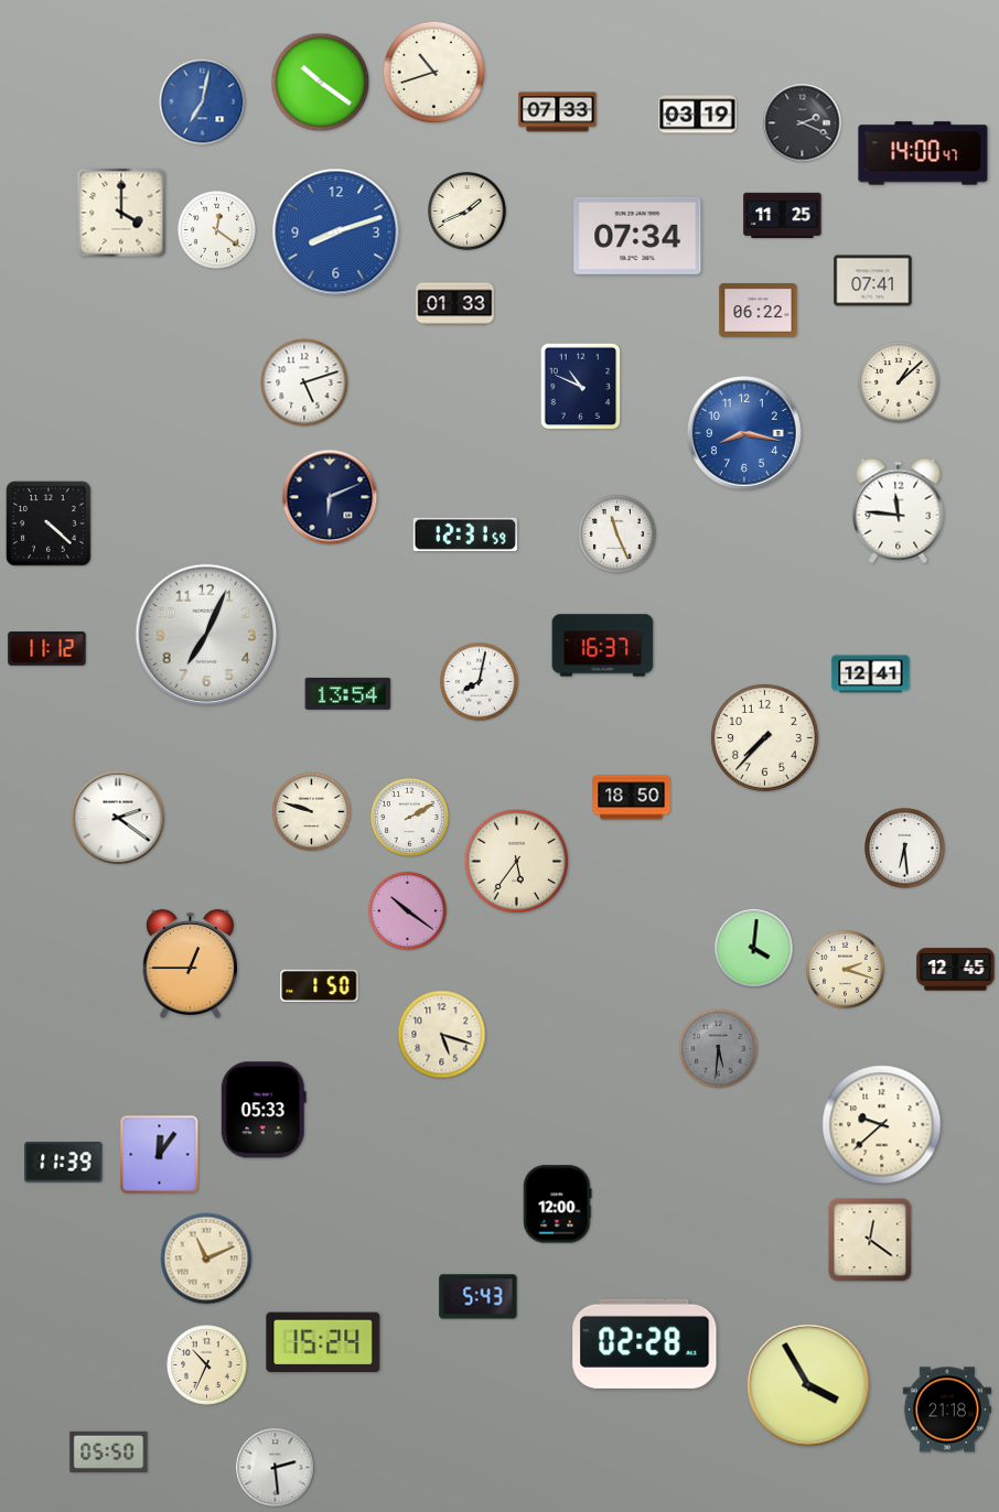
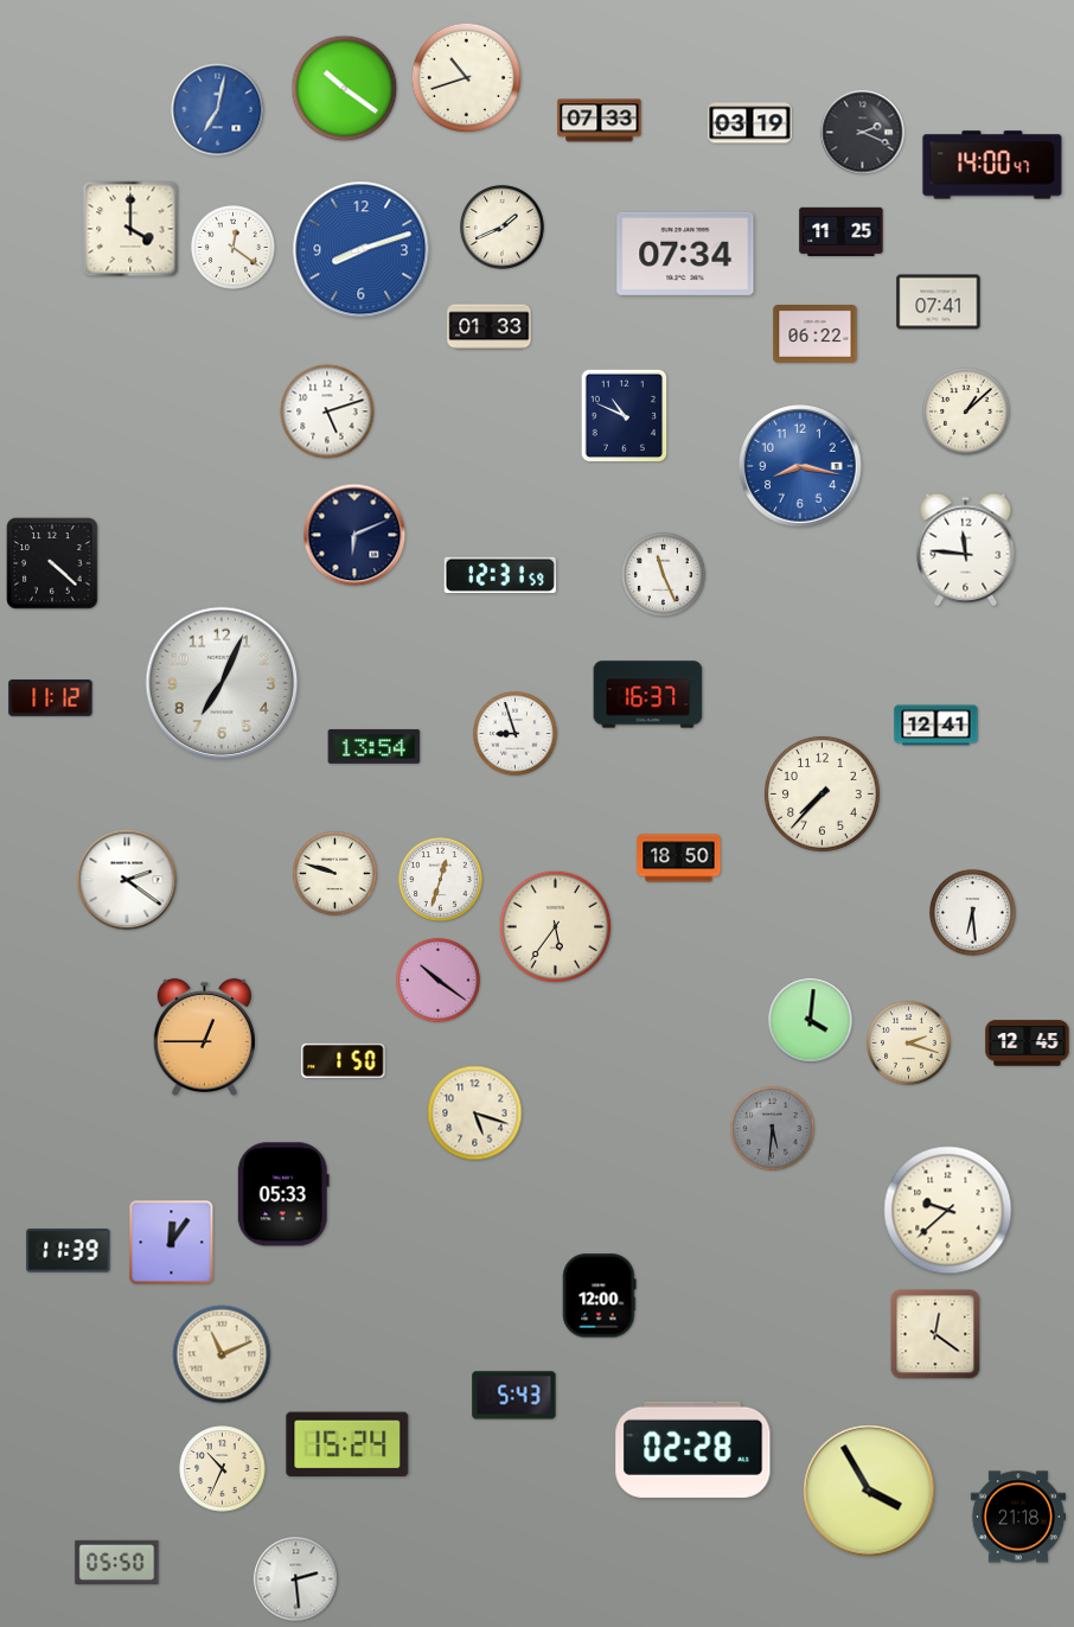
clock at (480, 682): 8:02 -> 8:57
clock at (410, 818): 2:10 -> 12:33
clock at (645, 1343) position: (645, 1343) -> (693, 1449)
